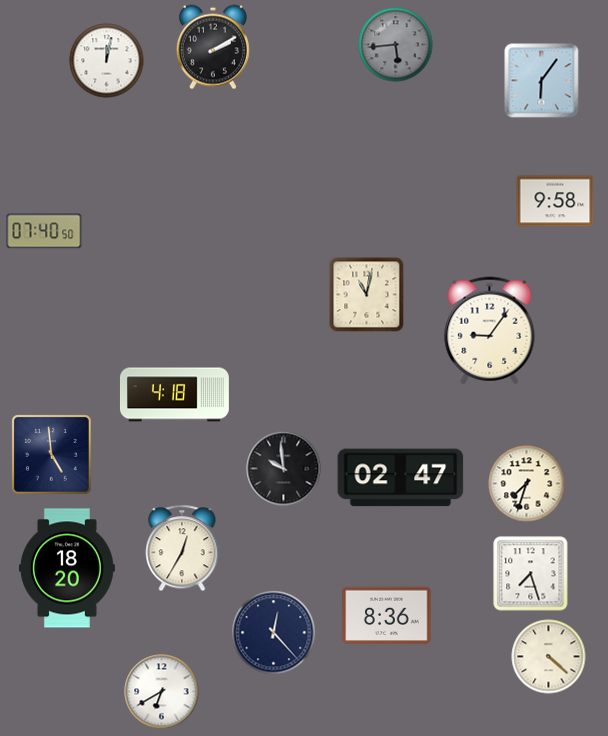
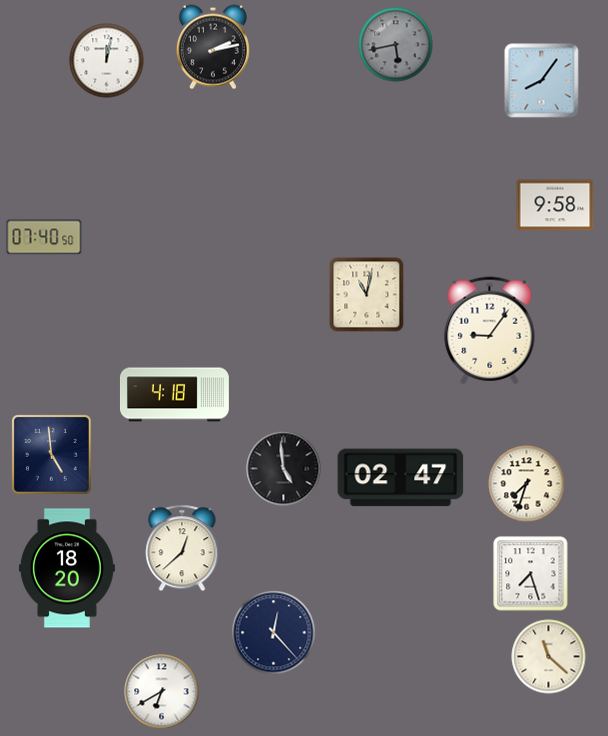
clock at (396, 45): 5:44 -> 5:43
clock at (213, 47): 2:10 -> 2:13
clock at (542, 81): 6:06 -> 8:06
clock at (555, 201) position: (555, 201) -> (555, 205)
clock at (44, 231) position: (44, 231) -> (44, 237)
clock at (284, 469): 9:59 -> 4:59
clock at (182, 548): 12:35 -> 12:38
clock at (387, 616): 8:36 -> none
clock at (549, 657): 4:22 -> 11:22
